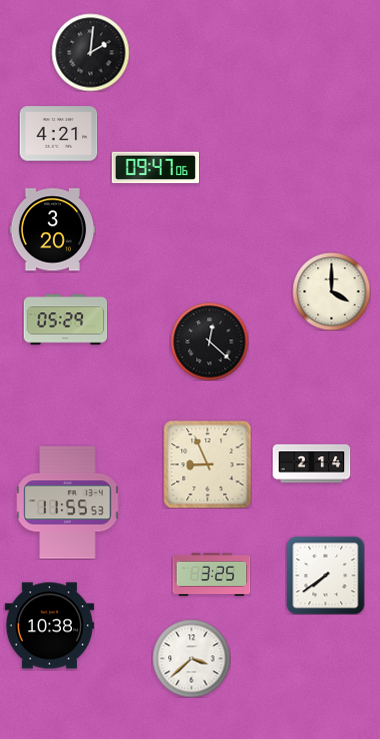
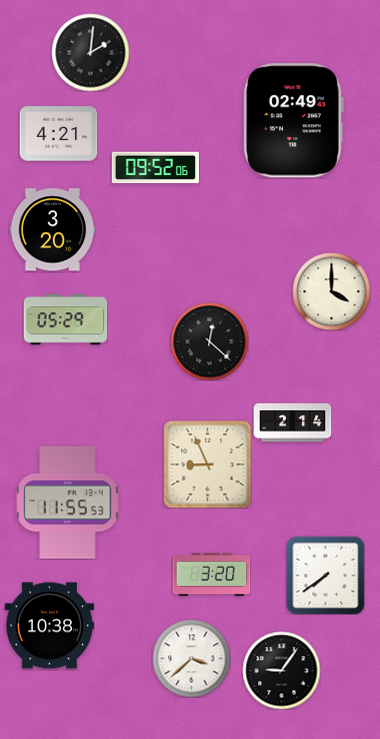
clock at (293, 121): none -> 02:49
clock at (155, 168): 09:47 -> 09:52
clock at (311, 464) position: (311, 464) -> (292, 423)
clock at (211, 574): 3:25 -> 3:20
clock at (281, 670): none -> 9:06
